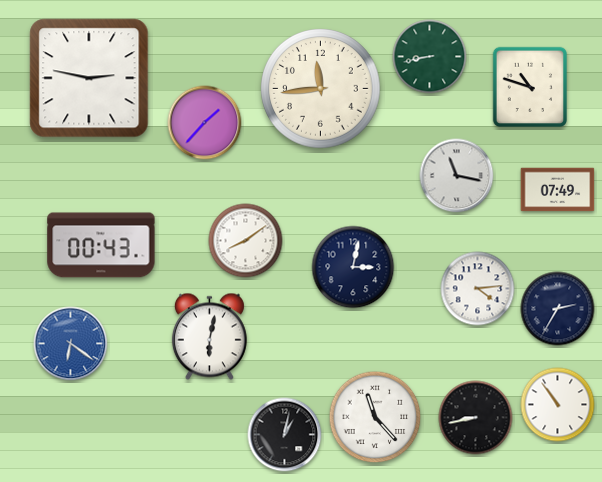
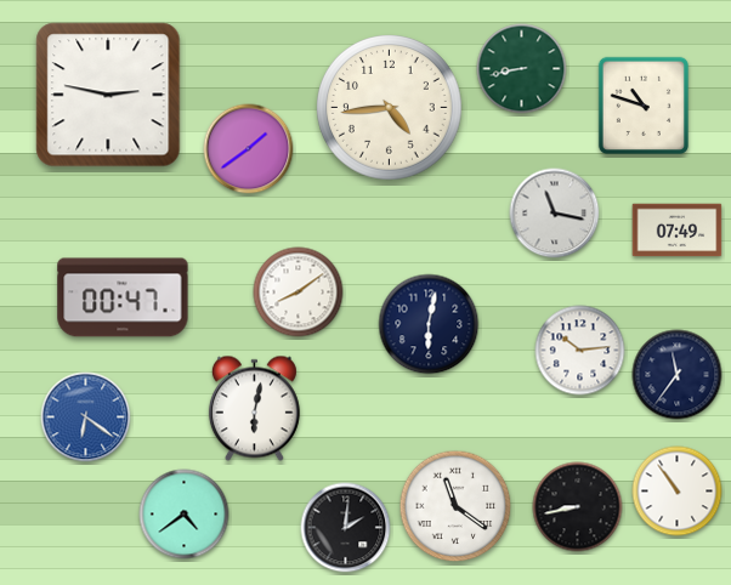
clock at (321, 89): 11:44 -> 4:44
clock at (205, 123): 1:37 -> 1:39
clock at (101, 245): 00:43 -> 00:47
clock at (353, 267): 3:02 -> 6:02
clock at (478, 289): 4:14 -> 10:14
clock at (558, 309): 2:35 -> 11:36
clock at (375, 417): 11:23 -> 11:21
clock at (185, 515): none -> 4:39
clock at (285, 435): 1:02 -> 2:01
